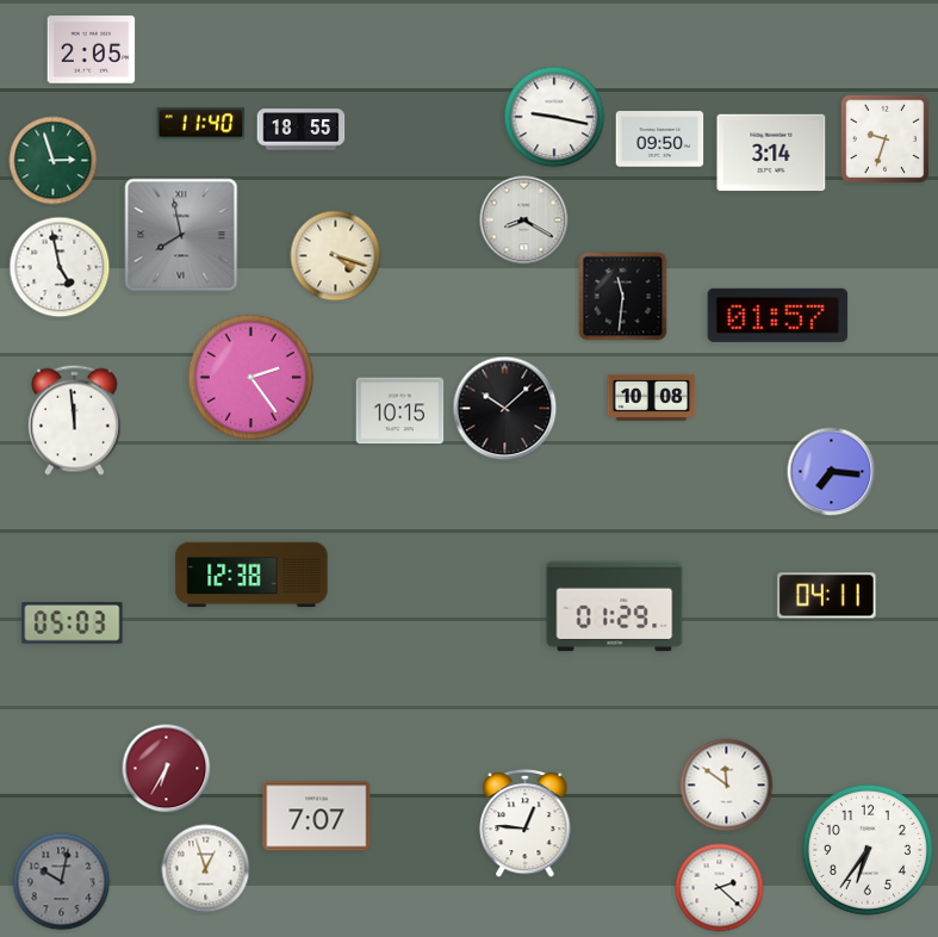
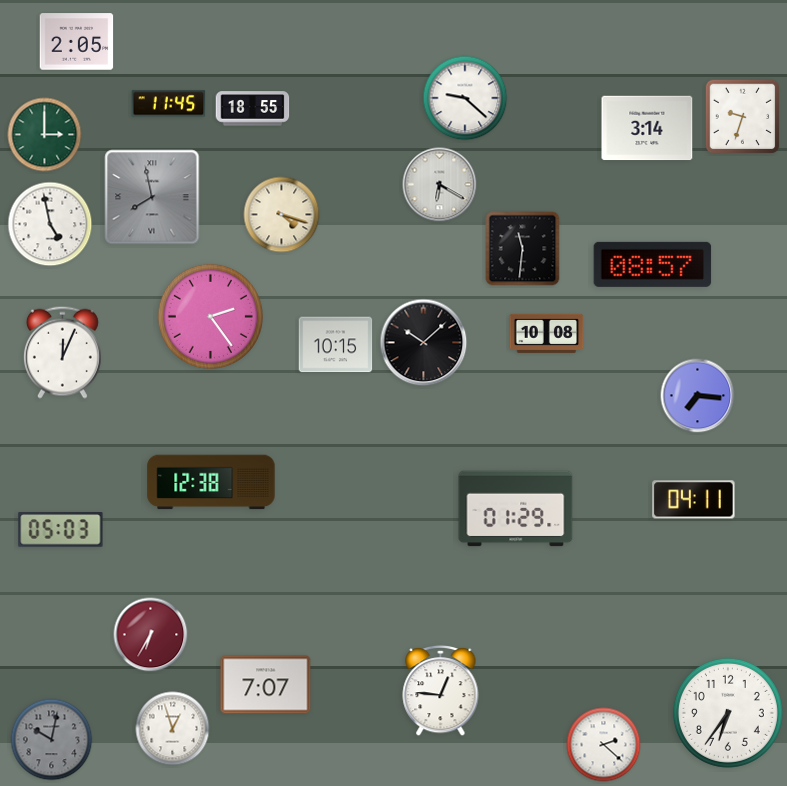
clock at (554, 117): 9:17 -> 9:22
clock at (201, 124): 11:40 -> 11:45
clock at (660, 139): 09:50 -> none
clock at (54, 161): 2:57 -> 3:00
clock at (524, 221): 8:20 -> 6:20
clock at (778, 315): 01:57 -> 08:57
clock at (74, 420): 11:59 -> 12:04
clock at (73, 623) position: (73, 623) -> (61, 530)
clock at (167, 769) position: (167, 769) -> (151, 635)
clock at (727, 786): 11:51 -> none
